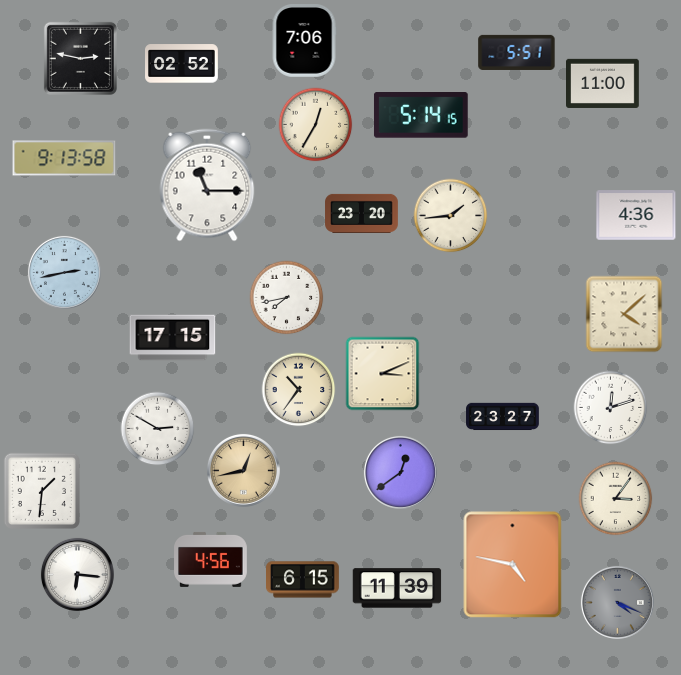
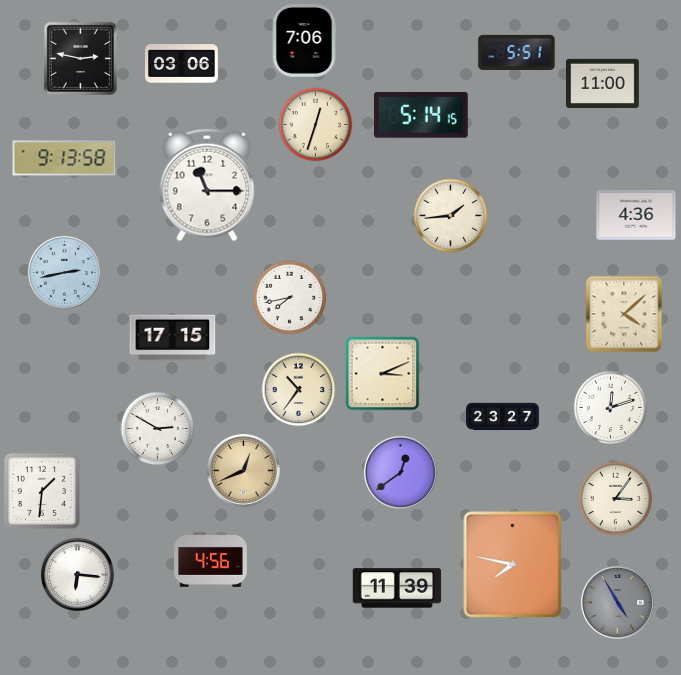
clock at (182, 64): 02:52 -> 03:06
clock at (316, 125): 12:35 -> 12:33
clock at (362, 213): 23:20 -> none
clock at (287, 298) position: (287, 298) -> (290, 298)
clock at (243, 470): 12:43 -> 12:41
clock at (513, 565): 4:47 -> 7:47
clock at (303, 580): 6:15 -> none
clock at (617, 602): 4:19 -> 4:55
